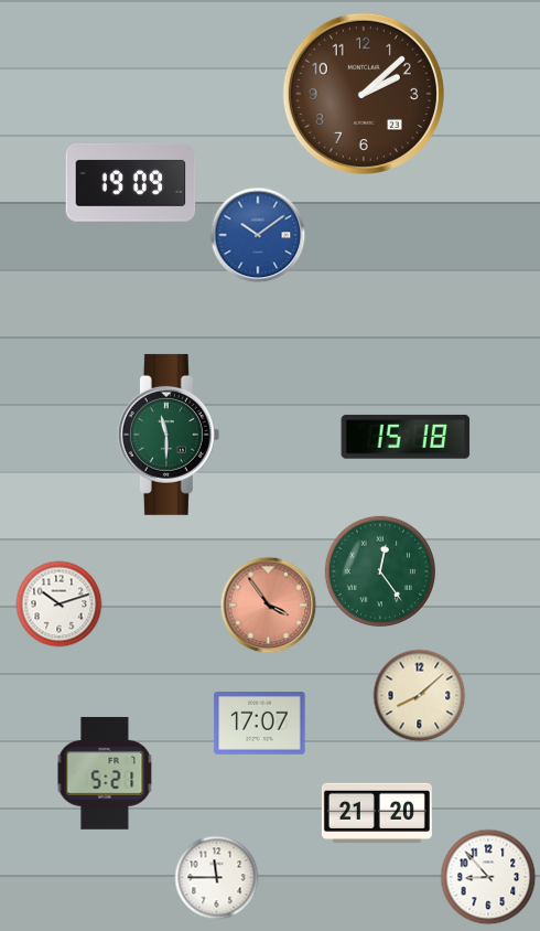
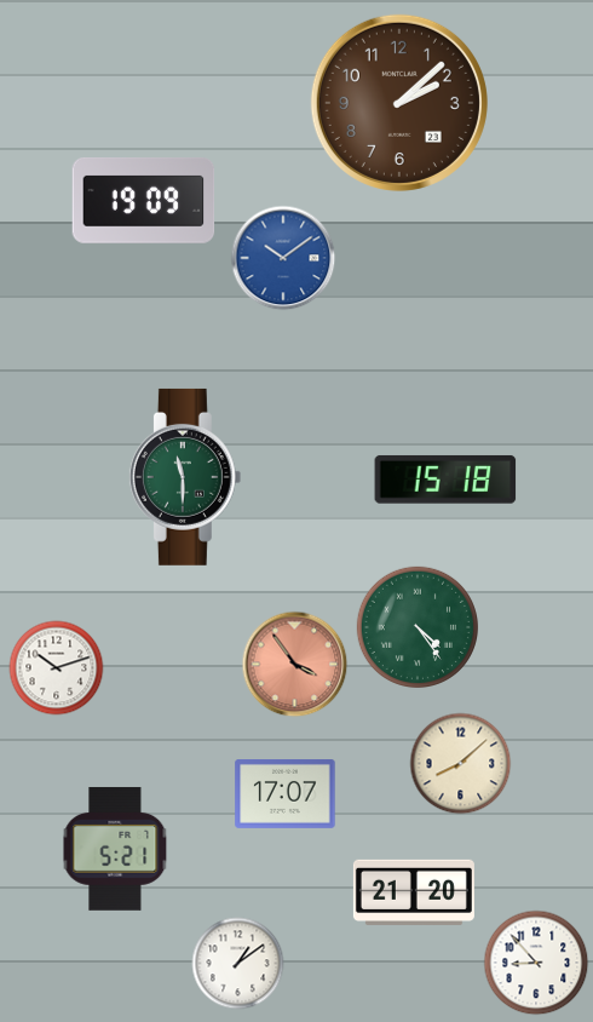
clock at (379, 570): 12:24 -> 4:24
clock at (60, 604) position: (60, 604) -> (57, 668)
clock at (217, 878): 11:45 -> 1:09
